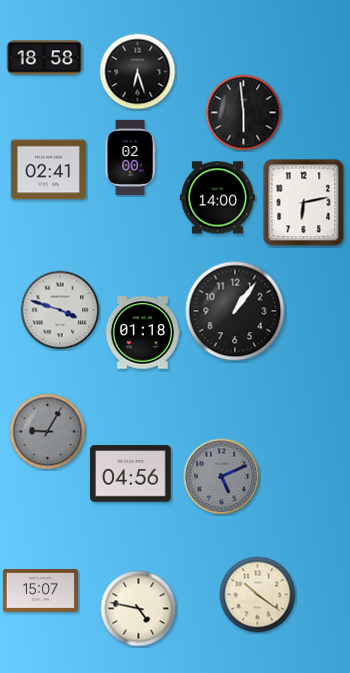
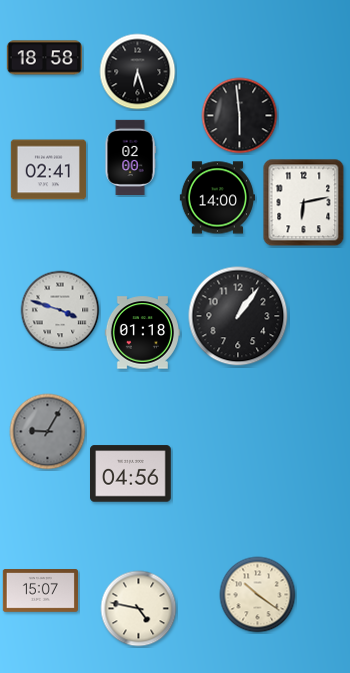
clock at (244, 113) position: (244, 113) -> (240, 116)
clock at (235, 311) position: (235, 311) -> (238, 316)
clock at (222, 477): 5:11 -> none
